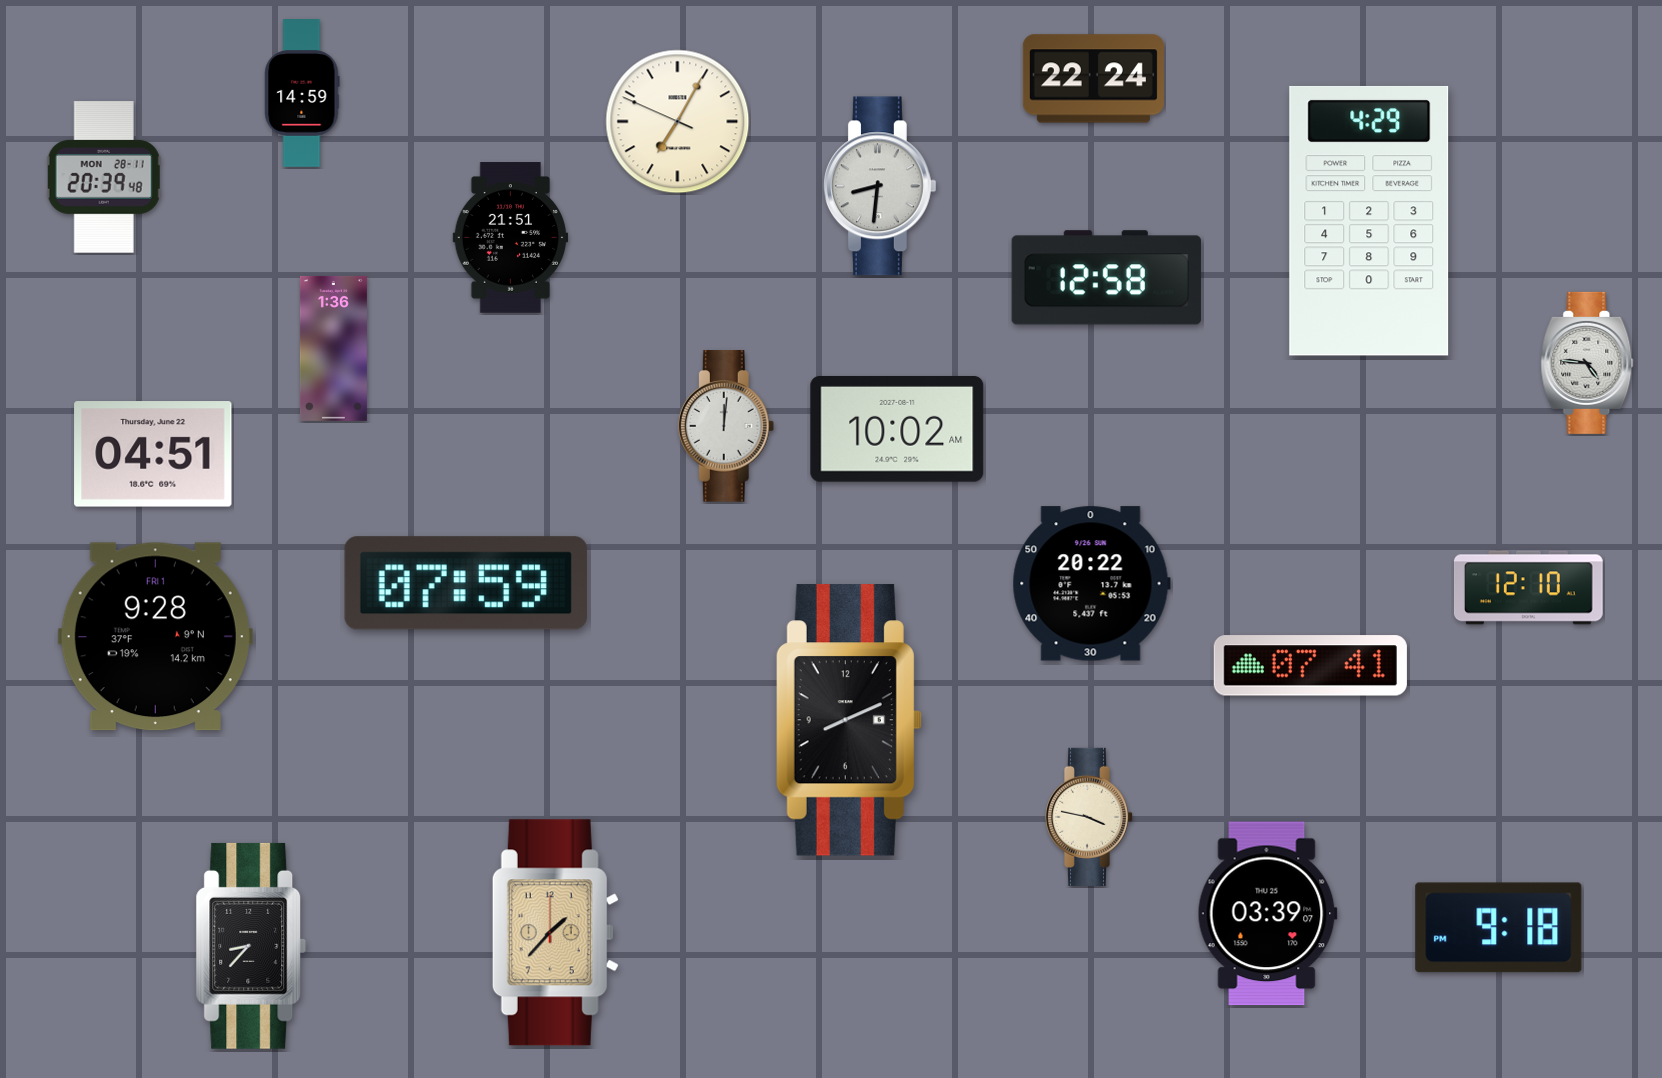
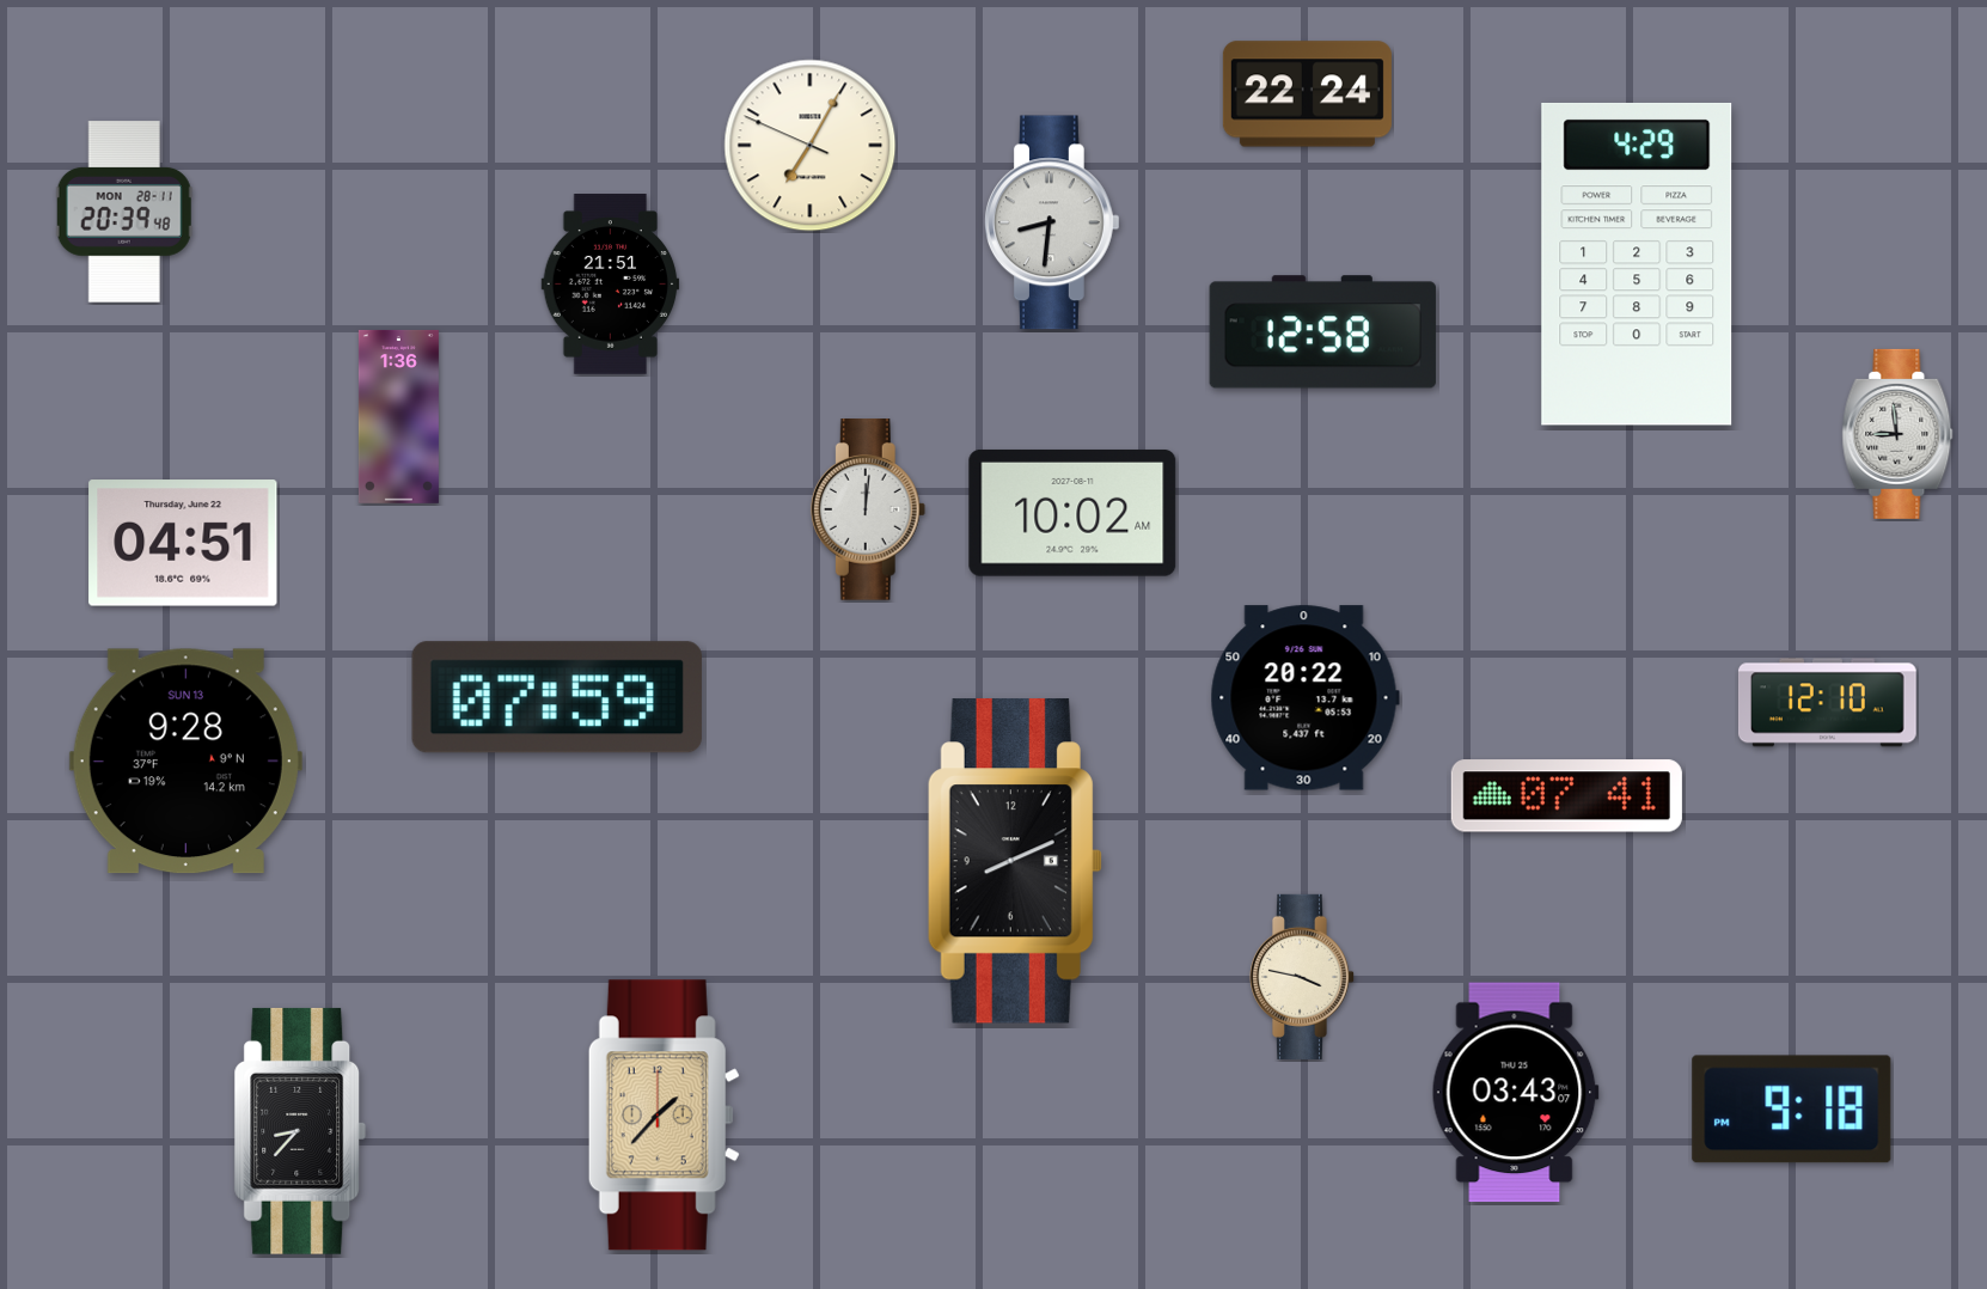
clock at (302, 94): 14:59 -> none
clock at (1587, 363): 4:46 -> 8:59
clock at (155, 637) date: FRI 1 -> SUN 13
clock at (1267, 914): 03:39 -> 03:43
